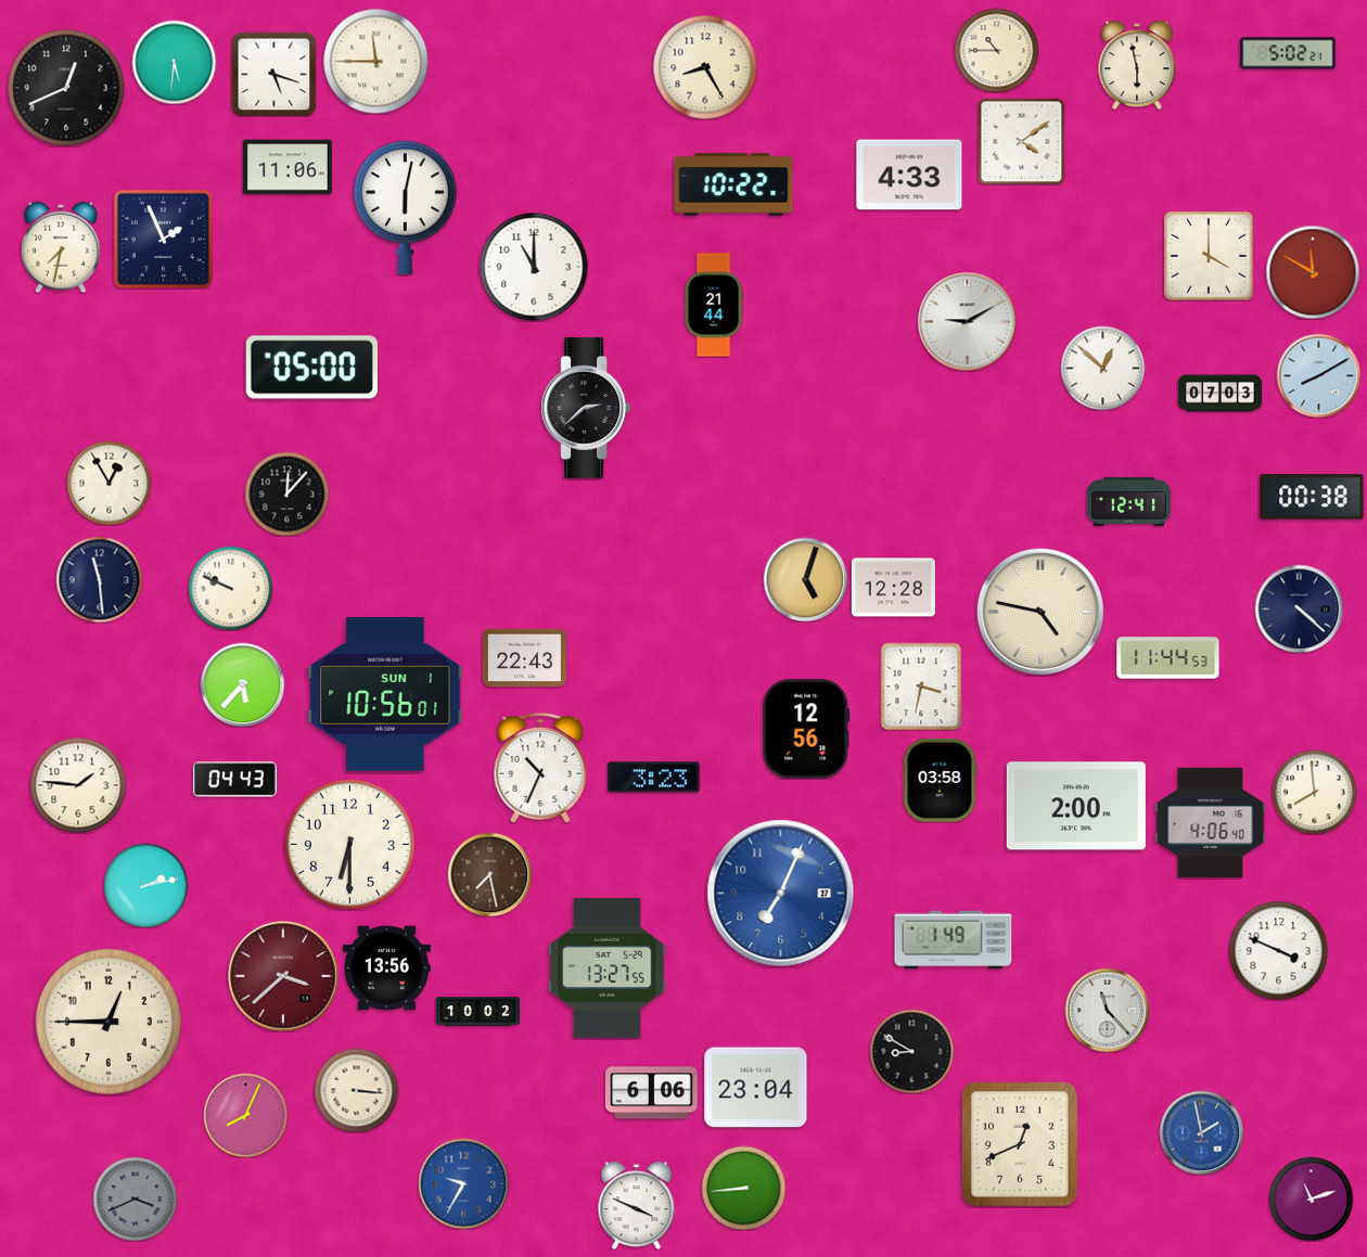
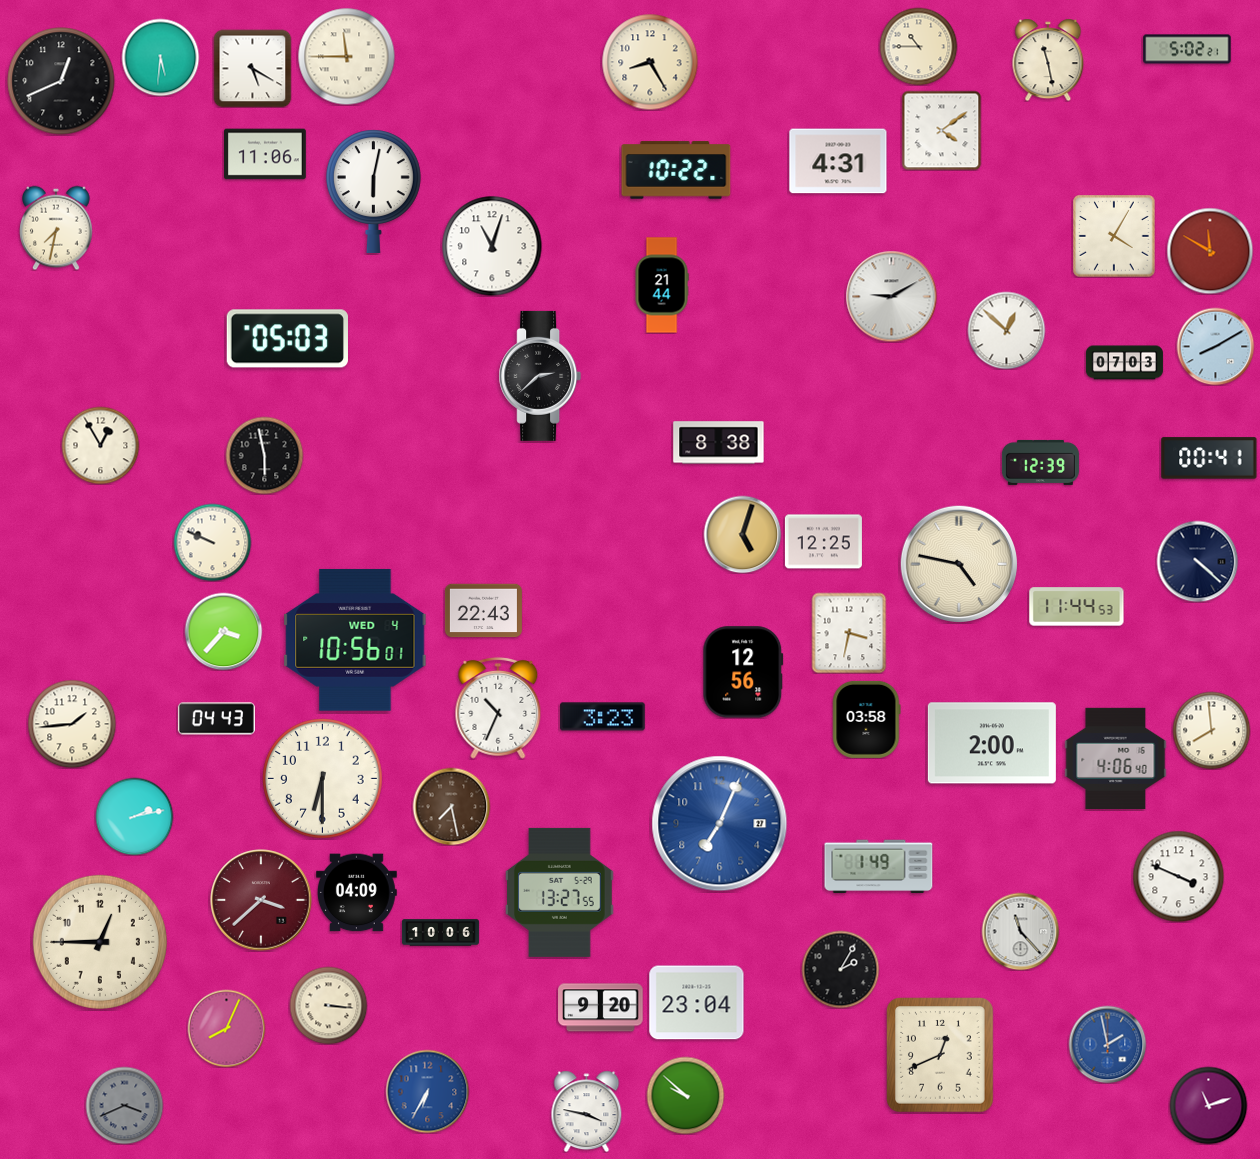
clock at (1137, 65): 5:58 -> 11:28
clock at (273, 74): 5:18 -> 5:20
clock at (909, 175): 4:33 -> 4:31
clock at (163, 239): 1:56 -> none
clock at (1209, 256): 4:00 -> 4:05
clock at (534, 267): 11:00 -> 11:03
clock at (714, 305) position: (714, 305) -> (662, 285)
clock at (311, 368): 05:00 -> 05:03
clock at (1102, 368) position: (1102, 368) -> (1006, 330)
clock at (719, 443): none -> 8:38
clock at (286, 493): 12:07 -> 5:58
clock at (1312, 497): 00:38 -> 00:41
clock at (1128, 501): 12:41 -> 12:39
clock at (99, 579): 11:29 -> none
clock at (893, 588): 12:28 -> 12:25
clock at (524, 658) position: (524, 658) -> (483, 611)
clock at (242, 684): 5:37 -> 3:37
clock at (385, 694) date: SUN 1 -> WED 4
clock at (78, 785): 1:46 -> 1:44
clock at (386, 969): 13:56 -> 04:09
clock at (477, 1012): 10:02 -> 10:06
clock at (911, 1051): 8:50 -> 2:05
clock at (652, 1093): 6:06 -> 9:20
clock at (463, 1183): 9:35 -> 6:35
clock at (743, 1188): 8:44 -> 9:52
clock at (637, 1205): 3:49 -> 3:47
